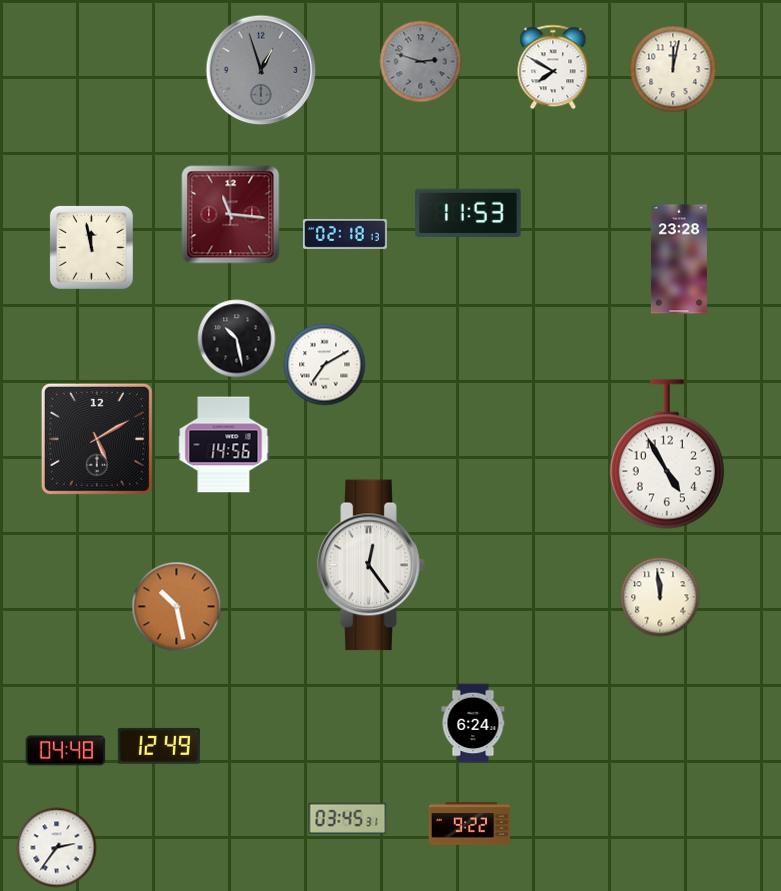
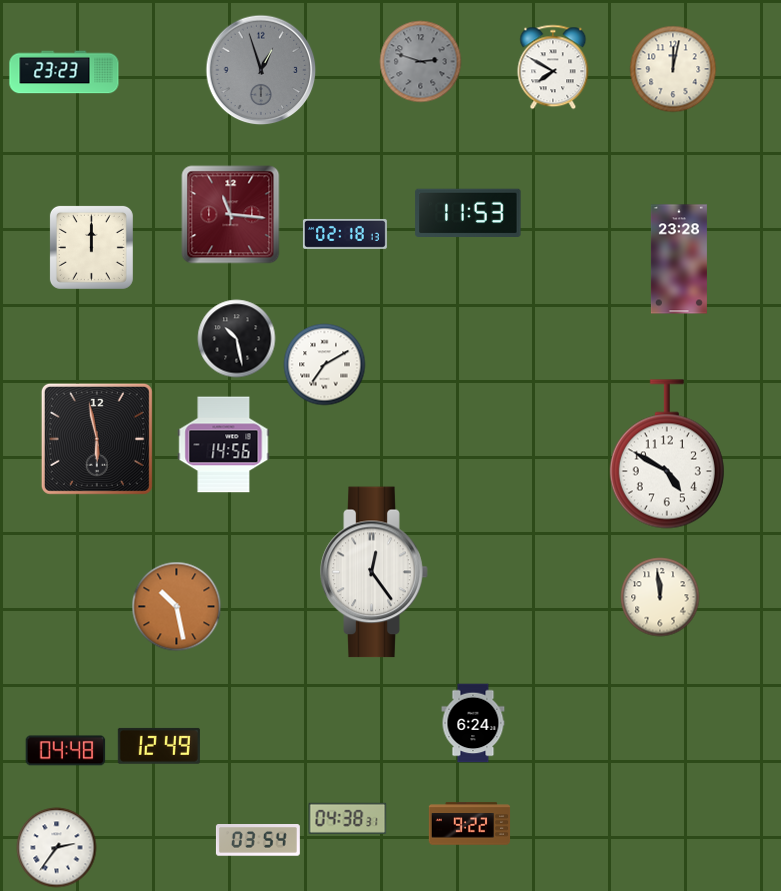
clock at (64, 72): none -> 23:23
clock at (91, 247): 11:58 -> 12:00
clock at (97, 439): 5:10 -> 5:58
clock at (667, 454): 4:55 -> 4:50
clock at (371, 565) position: (371, 565) -> (374, 572)
clock at (348, 818): 03:45 -> 04:38
clock at (258, 840): none -> 03:54
